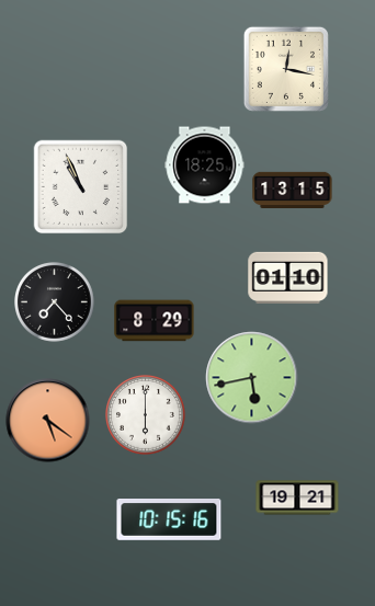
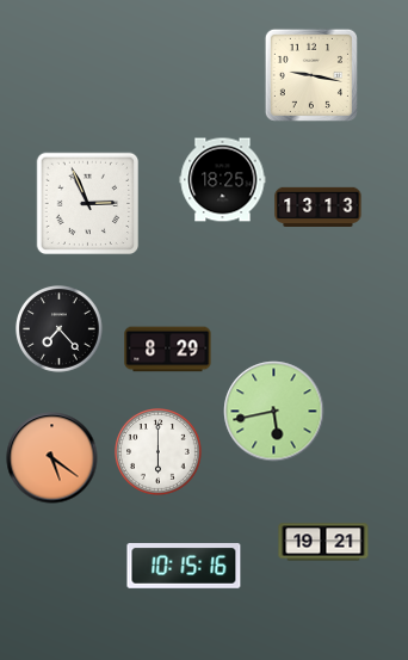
clock at (286, 69): 12:17 -> 9:17
clock at (81, 187): 10:56 -> 2:56
clock at (293, 190): 13:15 -> 13:13
clock at (288, 277): 01:10 -> none
